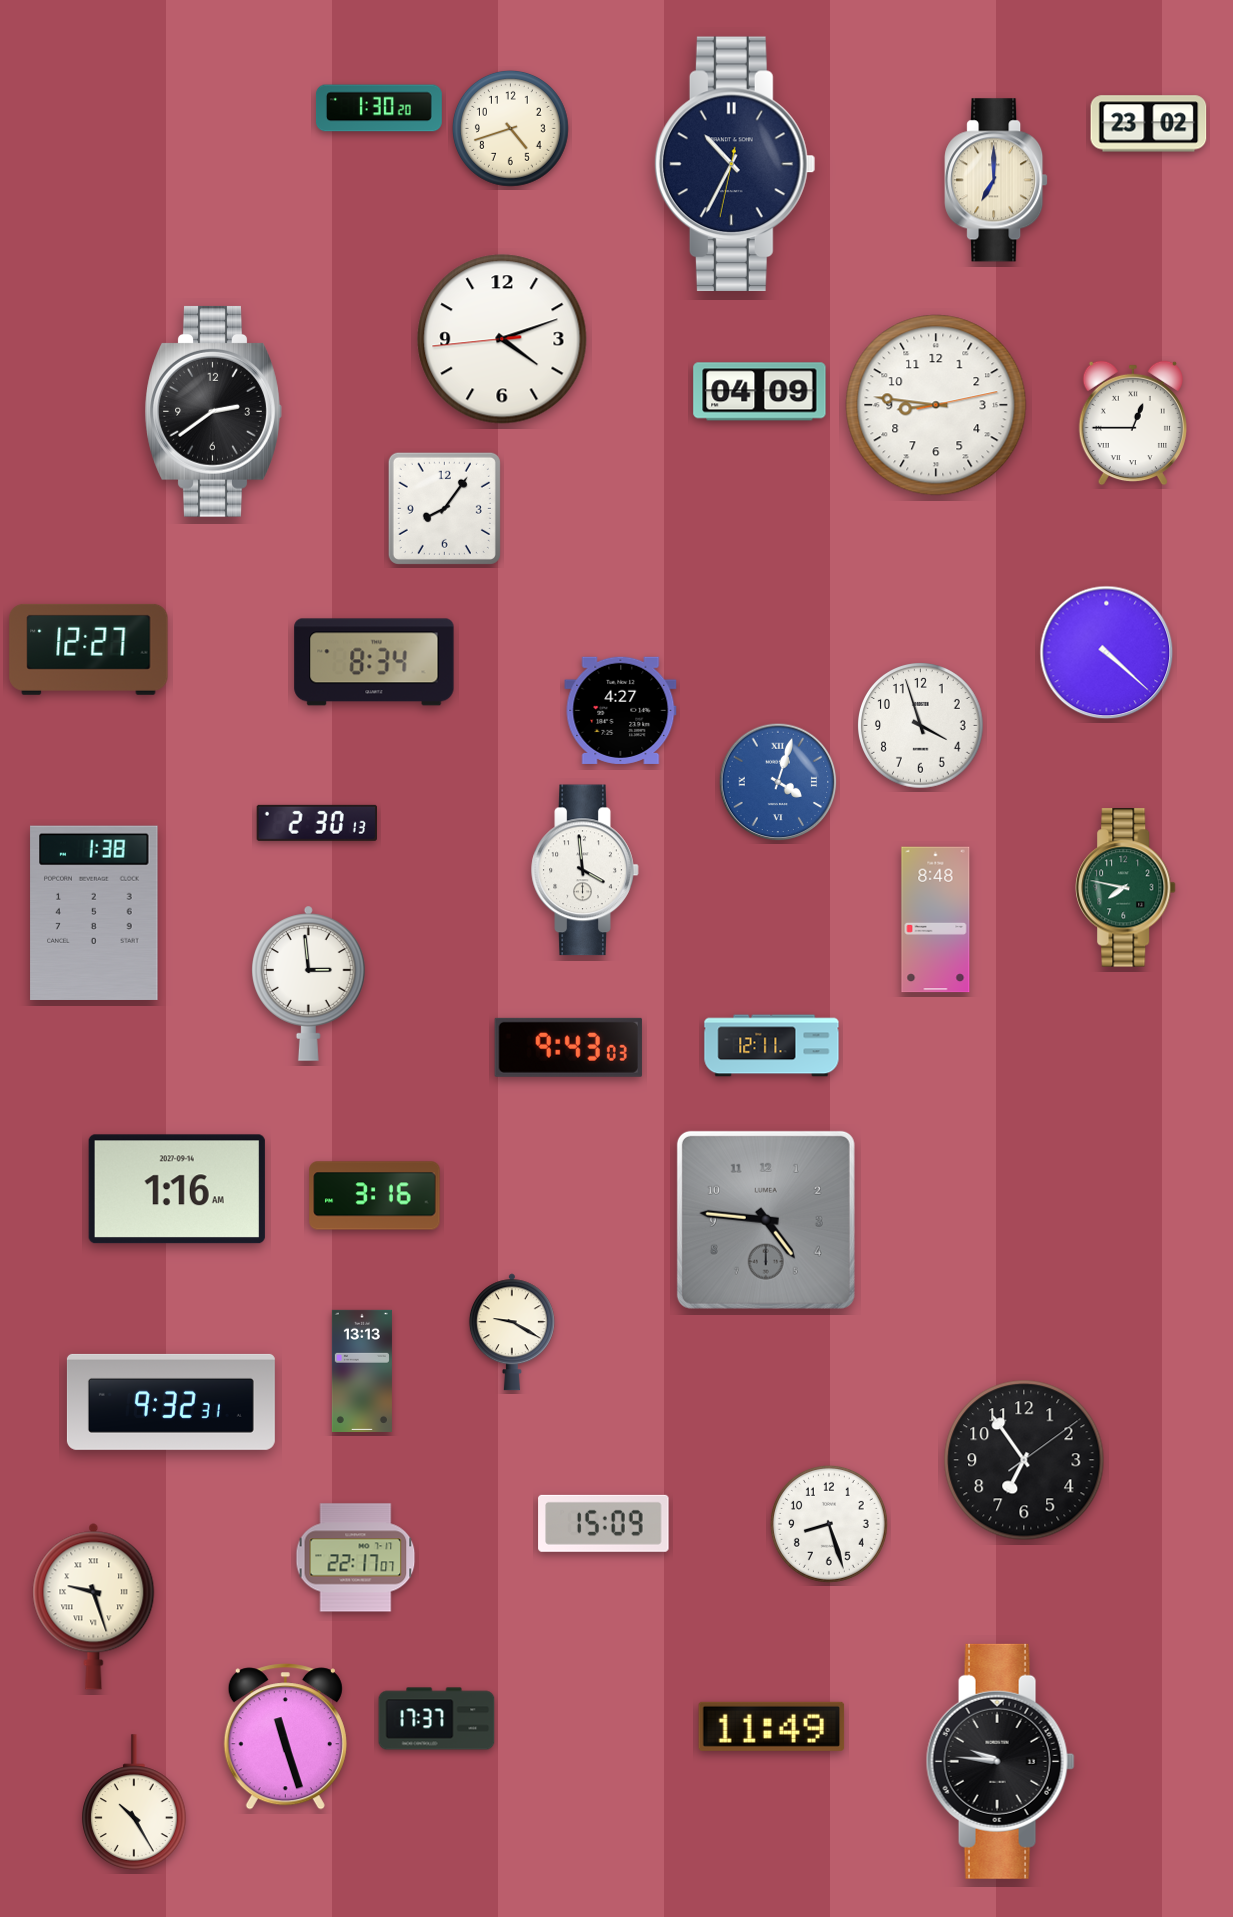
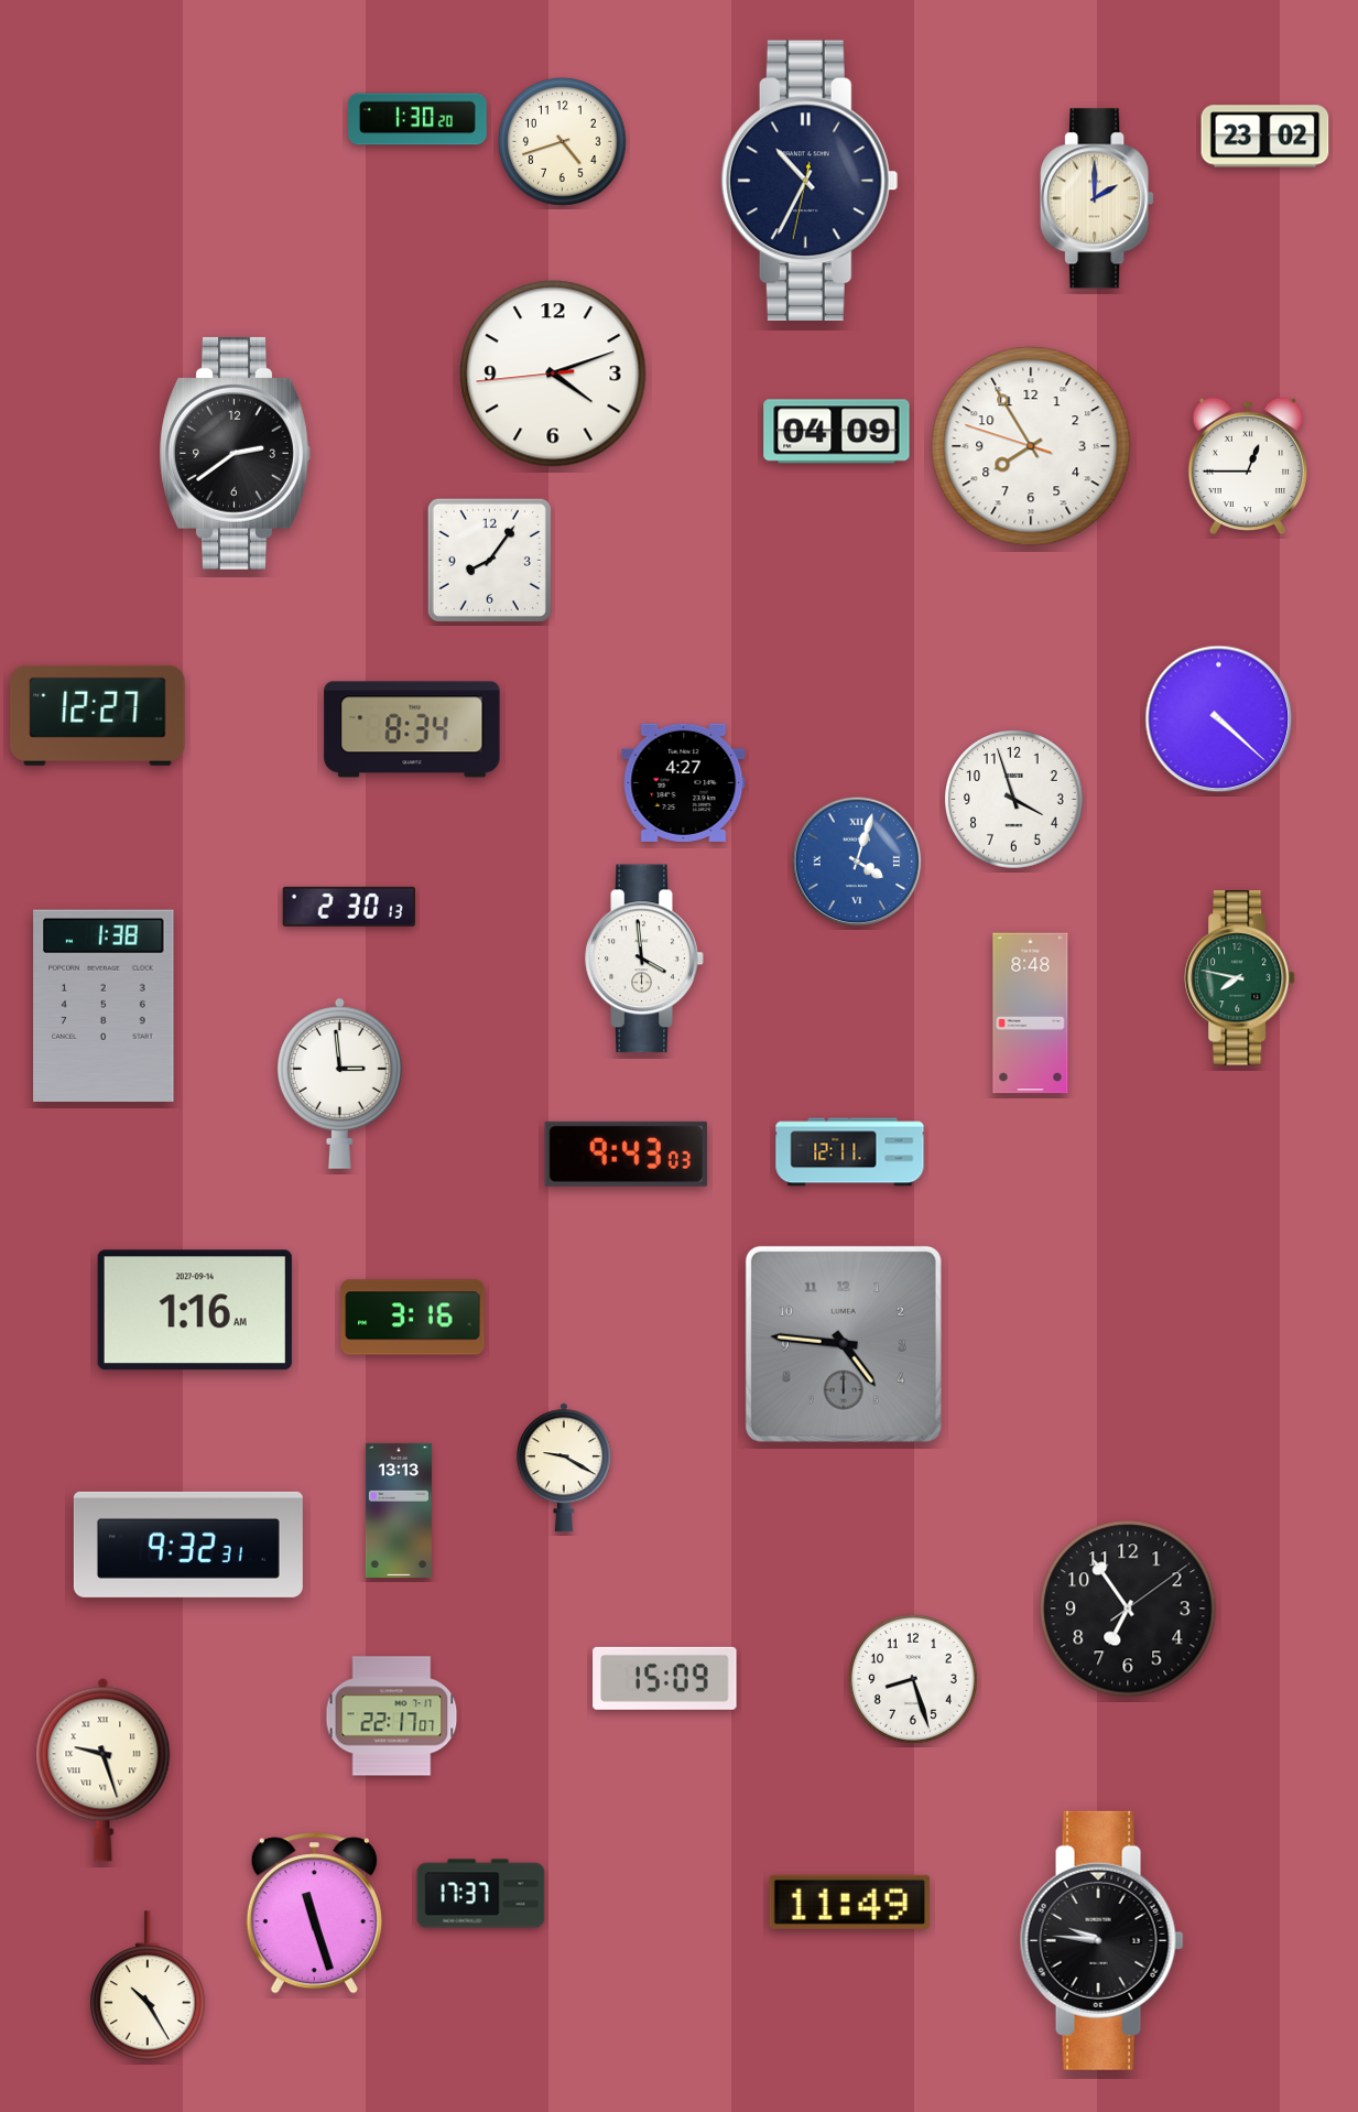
clock at (996, 180): 7:00 -> 2:00
clock at (936, 405): 8:46 -> 7:54
